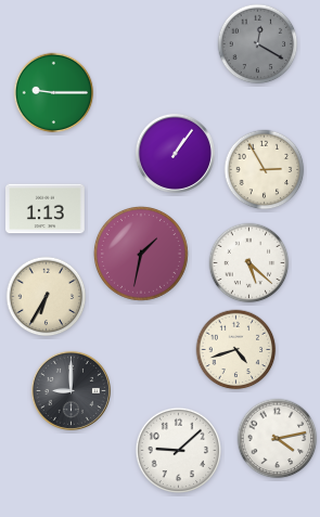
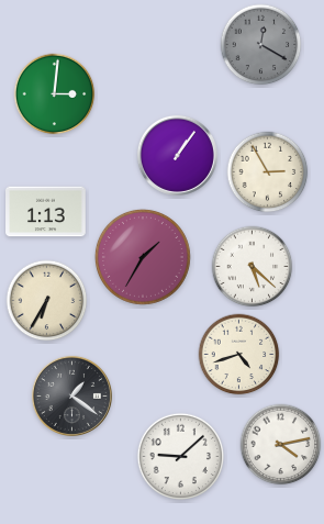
clock at (54, 93): 9:15 -> 3:01
clock at (141, 254): 1:32 -> 1:35
clock at (71, 390): 9:00 -> 1:21
